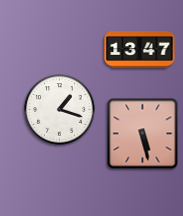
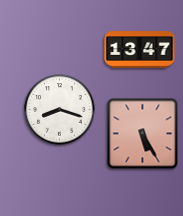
clock at (60, 110): 1:18 -> 8:18
clock at (143, 134): 5:28 -> 5:25
